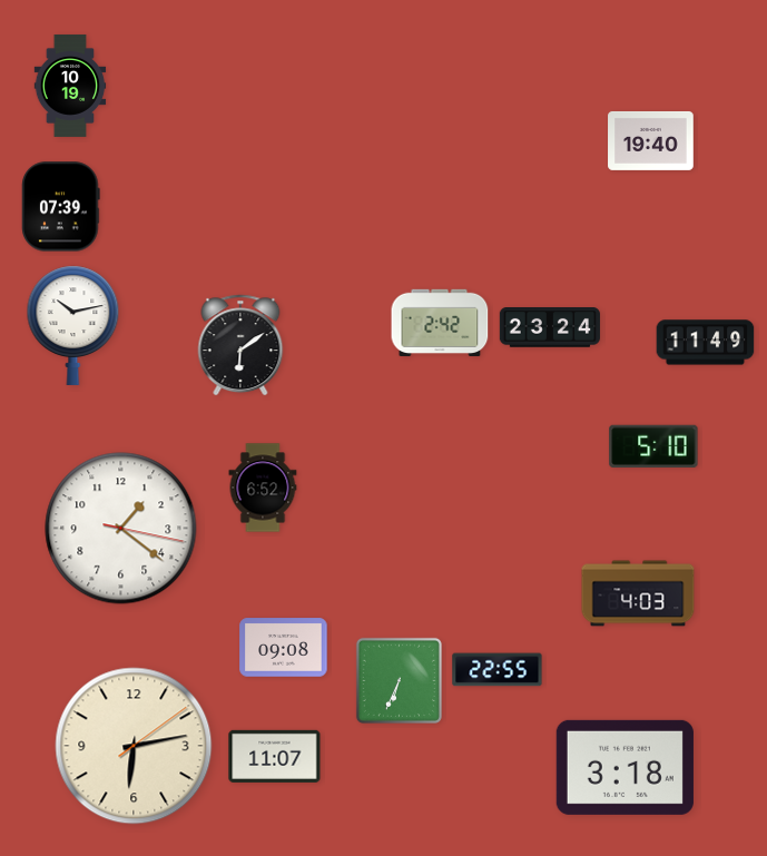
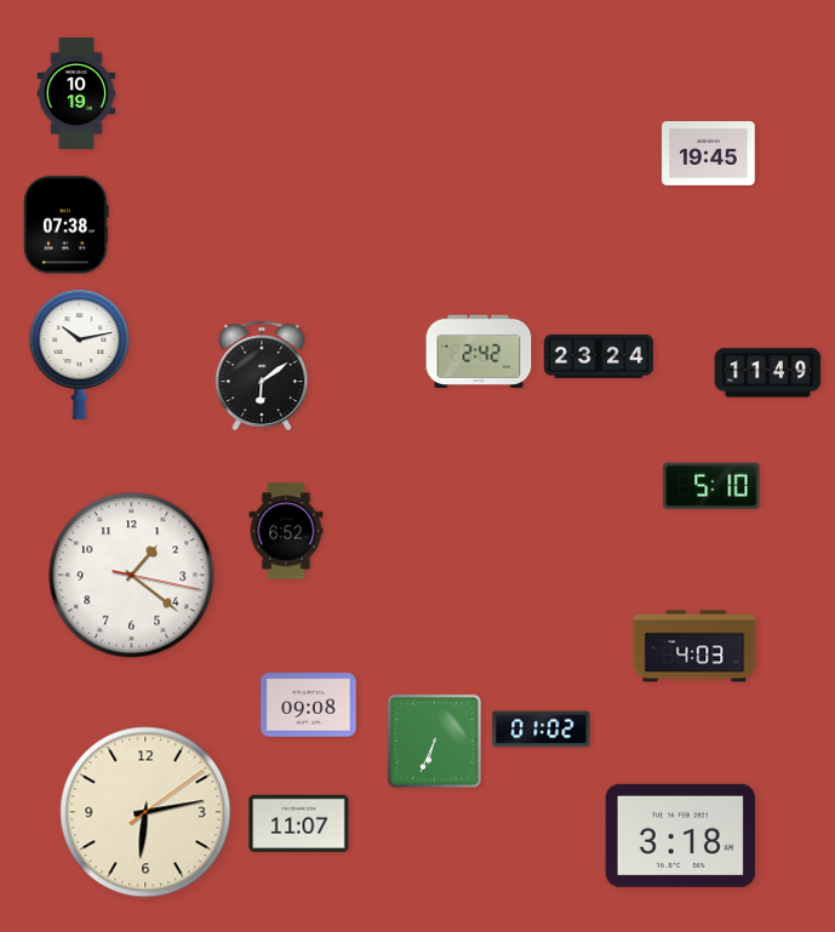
clock at (651, 140): 19:40 -> 19:45
clock at (61, 207): 07:39 -> 07:38
clock at (498, 670): 22:55 -> 01:02
